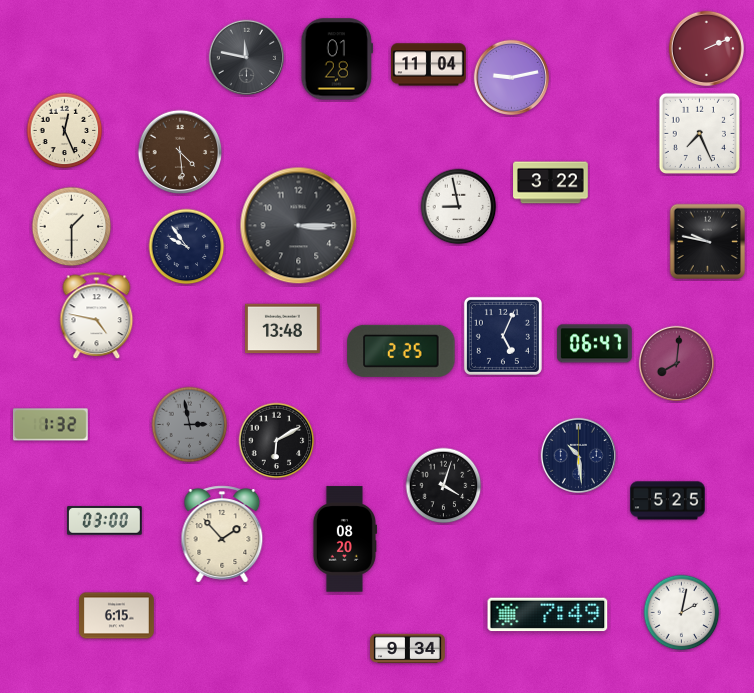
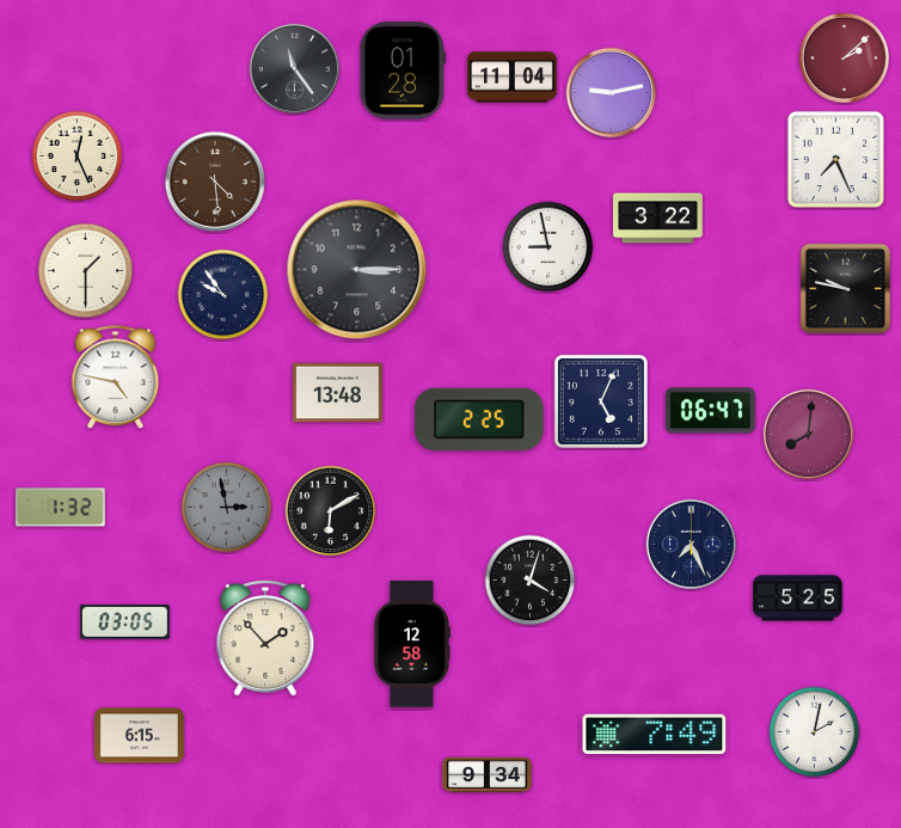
clock at (706, 48): 2:11 -> 2:08
clock at (246, 57): 11:47 -> 11:24
clock at (277, 441) position: (277, 441) -> (331, 511)
clock at (578, 455): 10:29 -> 7:26
clock at (105, 521): 03:00 -> 03:05
clock at (344, 539): 08:20 -> 12:58
